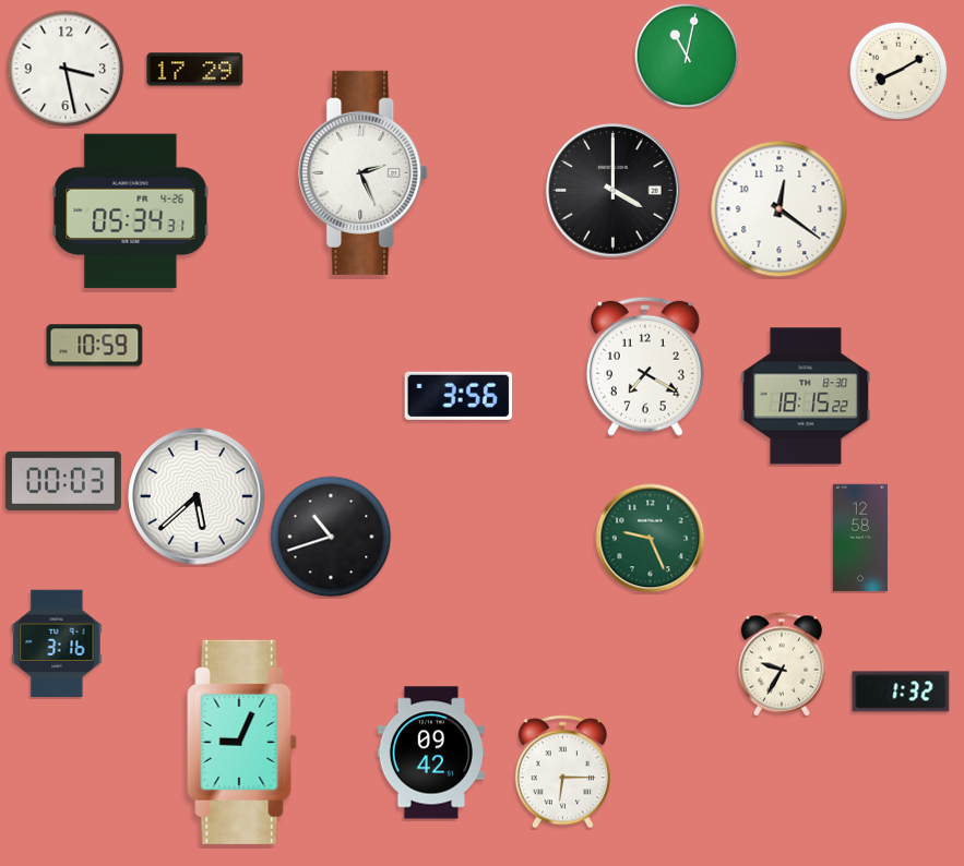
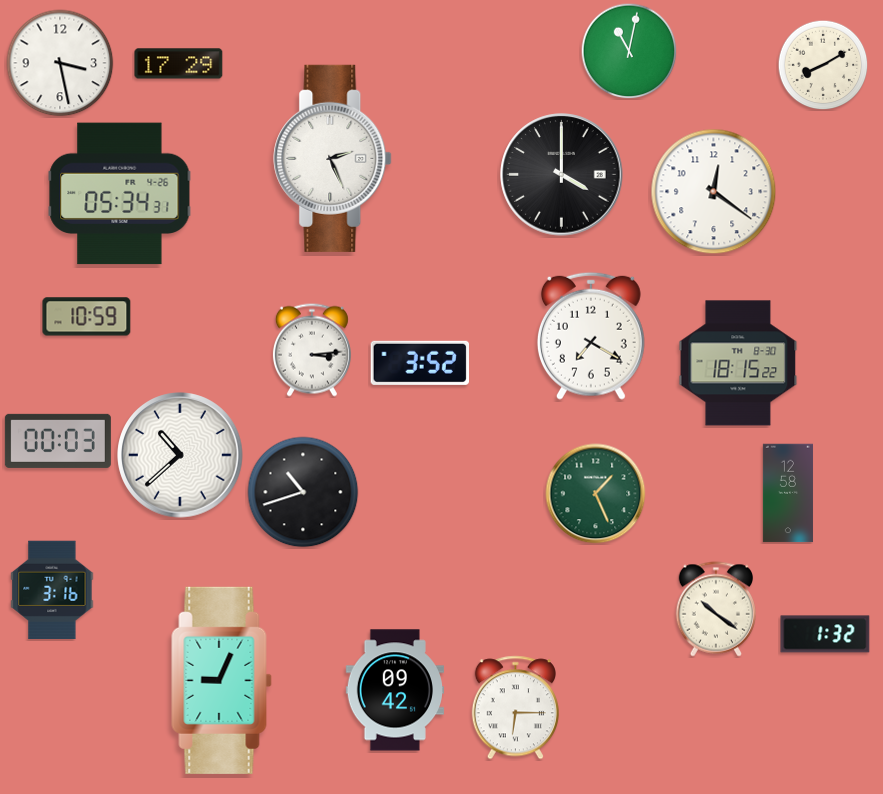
clock at (312, 350): none -> 3:14
clock at (457, 396): 3:56 -> 3:52
clock at (197, 496): 5:38 -> 10:38
clock at (651, 539): 9:26 -> 1:26
clock at (781, 664): 9:35 -> 10:21
